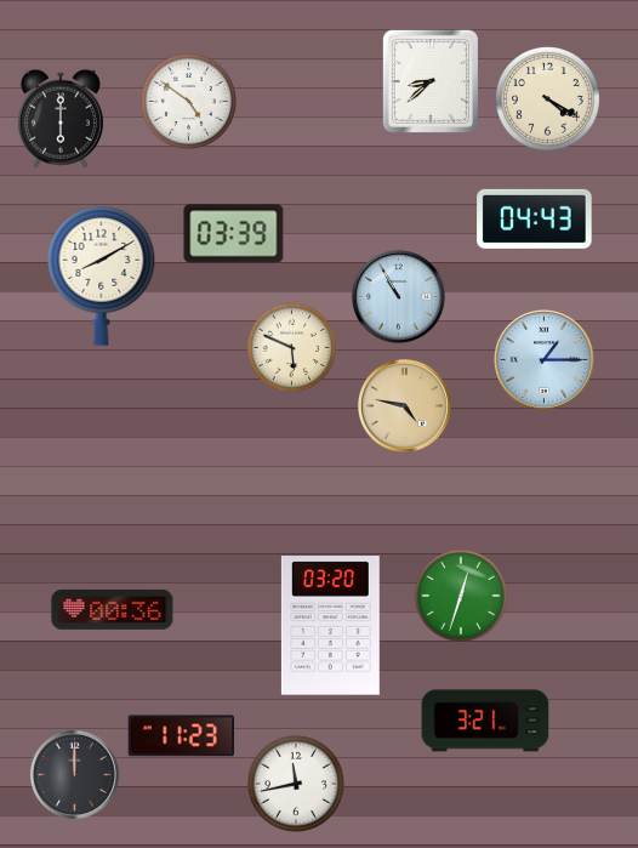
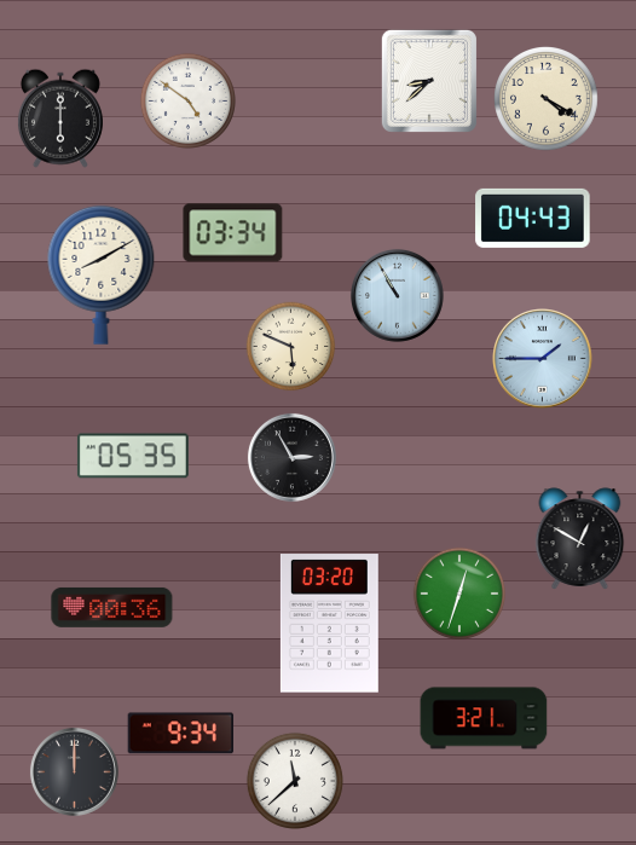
clock at (234, 234): 03:39 -> 03:34
clock at (545, 360): 1:15 -> 1:45
clock at (404, 405): 4:47 -> none
clock at (133, 456): none -> 05:35
clock at (291, 457): none -> 2:55
clock at (580, 539): none -> 12:50
clock at (181, 736): 11:23 -> 9:34
clock at (296, 784): 11:43 -> 11:38
